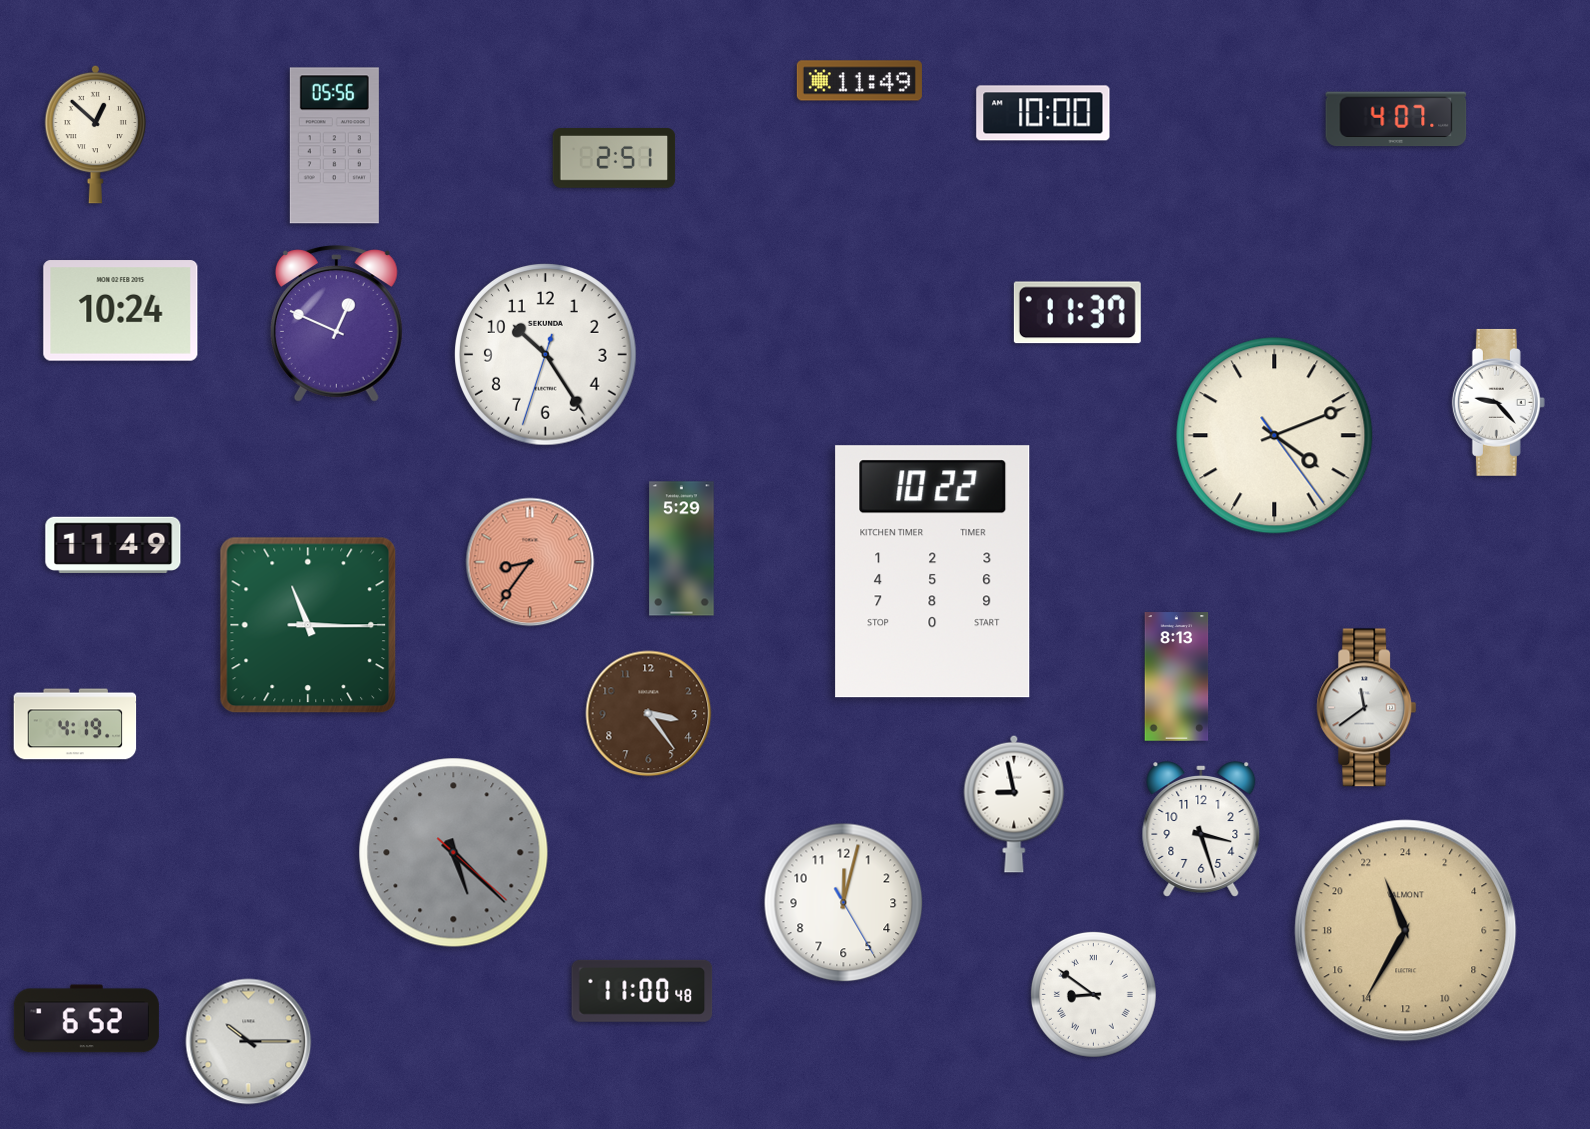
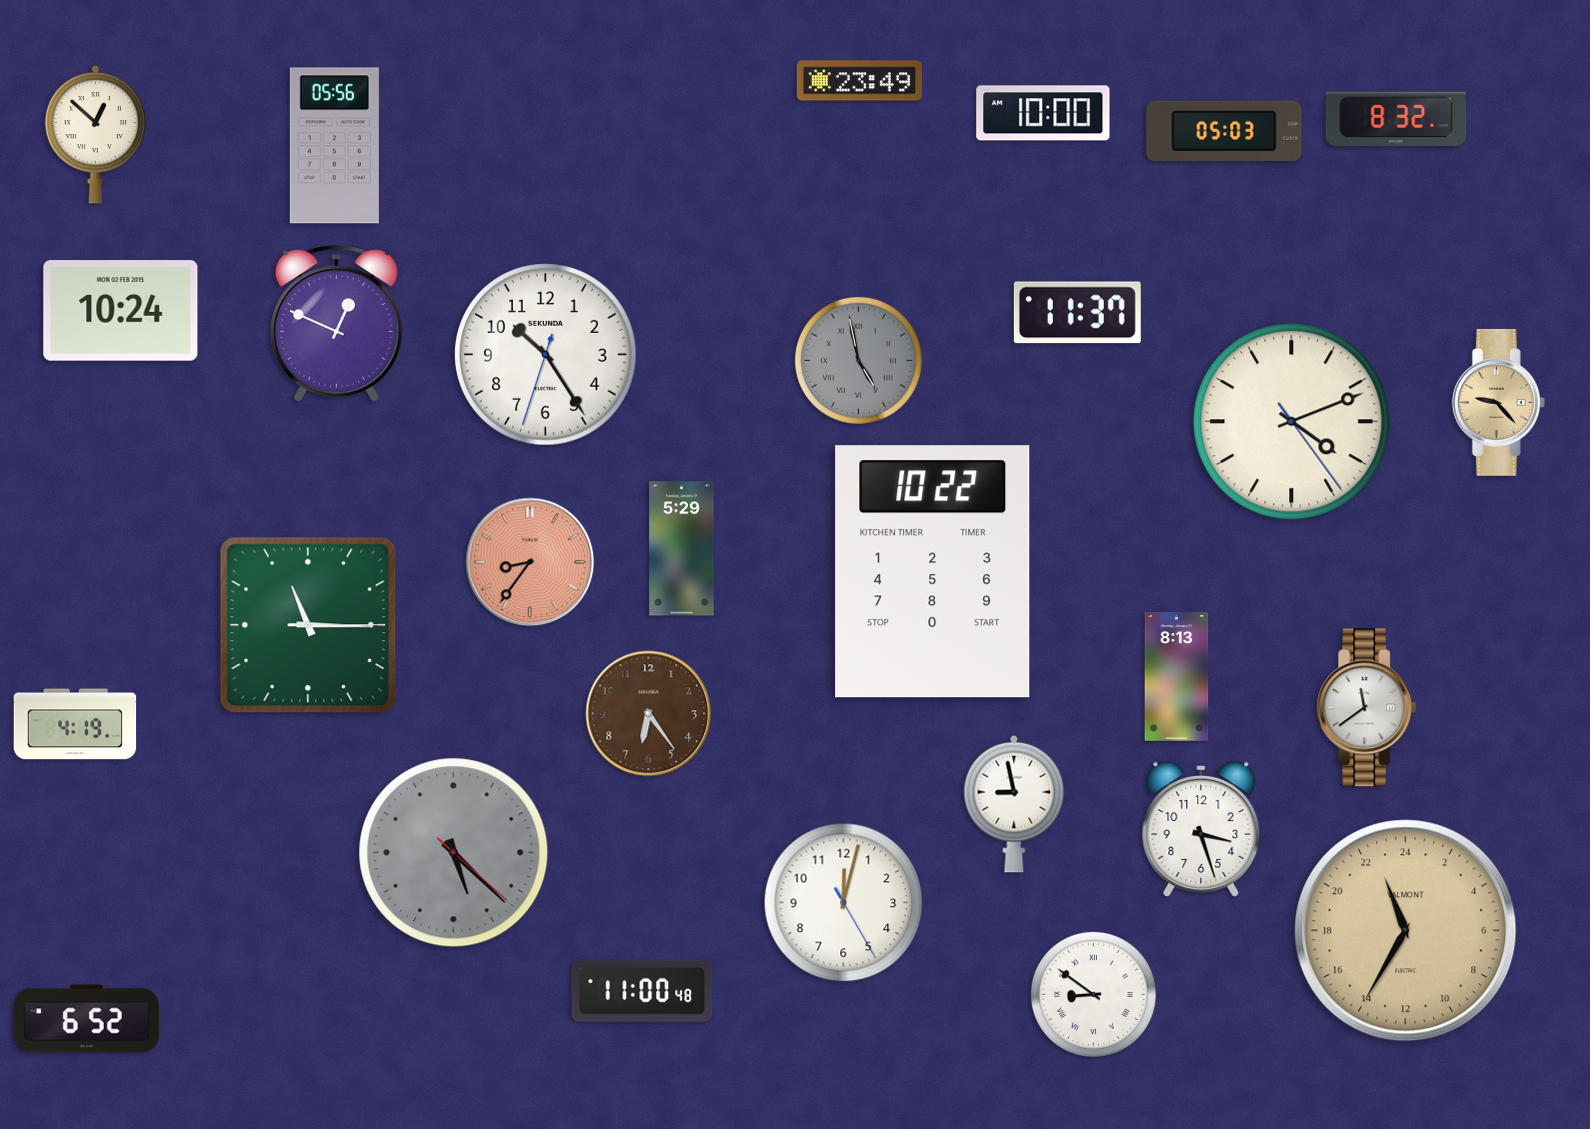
clock at (859, 81): 11:49 -> 23:49
clock at (1396, 119): 4:07 -> 8:32
clock at (1224, 131): none -> 05:03
clock at (614, 159): 2:51 -> none
clock at (858, 360): none -> 4:58
clock at (1498, 402) dial: white -> champagne
clock at (1275, 436) position: (1275, 436) -> (1292, 422)
clock at (113, 544): 11:49 -> none
clock at (649, 714): 3:24 -> 6:24
clock at (249, 1042): 10:15 -> none
